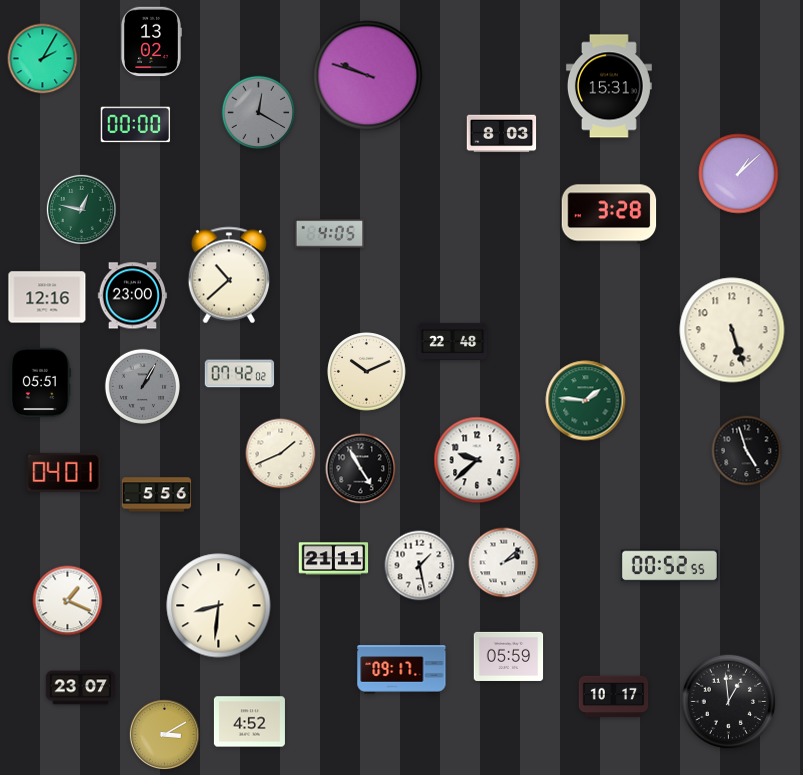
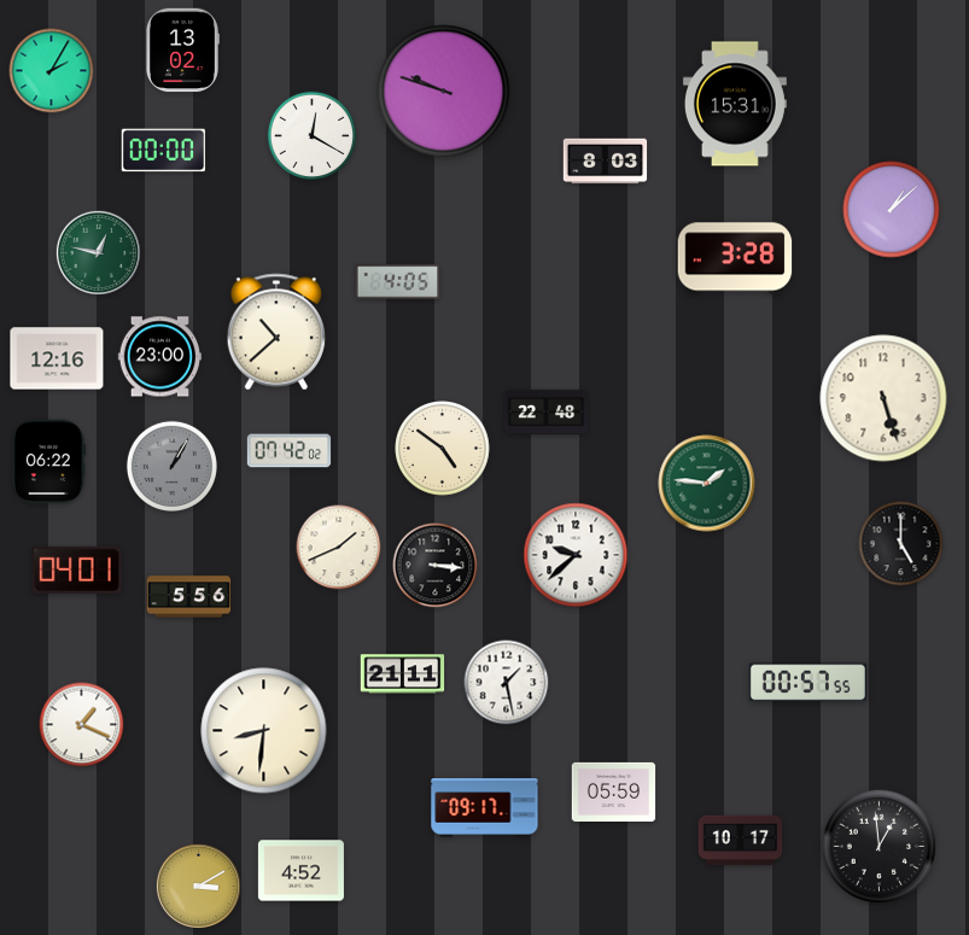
clock at (259, 113) dial: grey -> white
clock at (367, 372): 10:11 -> 4:51
clock at (40, 383): 05:51 -> 06:22
clock at (747, 451): 4:57 -> 5:00
clock at (361, 469): 4:55 -> 3:16
clock at (504, 563): 2:08 -> none
clock at (669, 566): 00:52 -> 00:57
clock at (81, 688): 23:07 -> none
